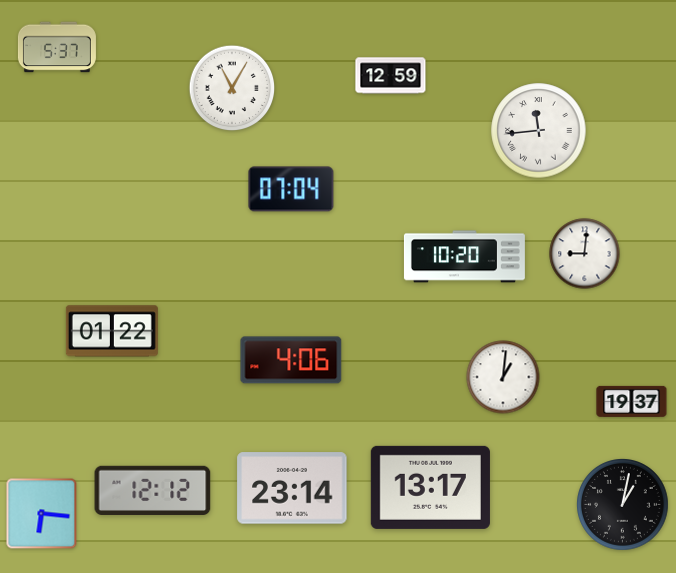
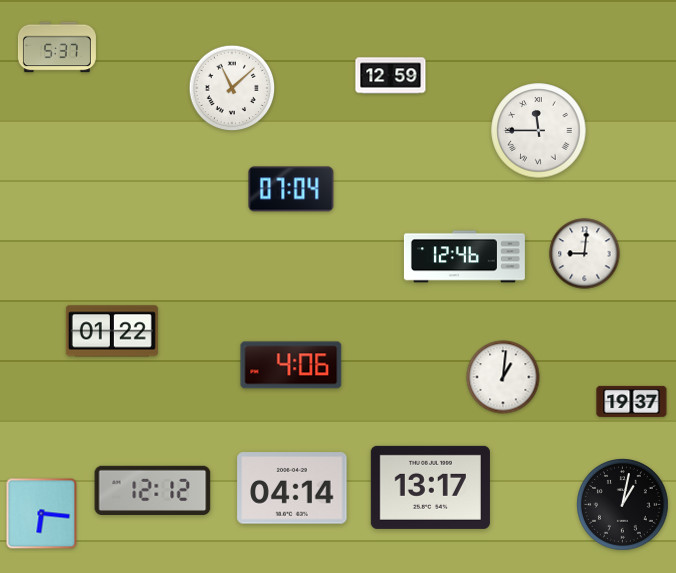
clock at (232, 88): 11:05 -> 11:08
clock at (539, 131): 11:44 -> 11:45
clock at (464, 257): 10:20 -> 12:46
clock at (291, 360) position: (291, 360) -> (291, 365)
clock at (292, 488): 23:14 -> 04:14
